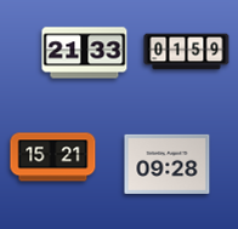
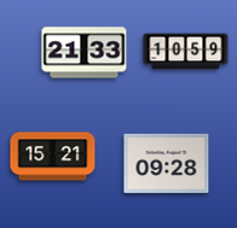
clock at (187, 52): 01:59 -> 10:59
